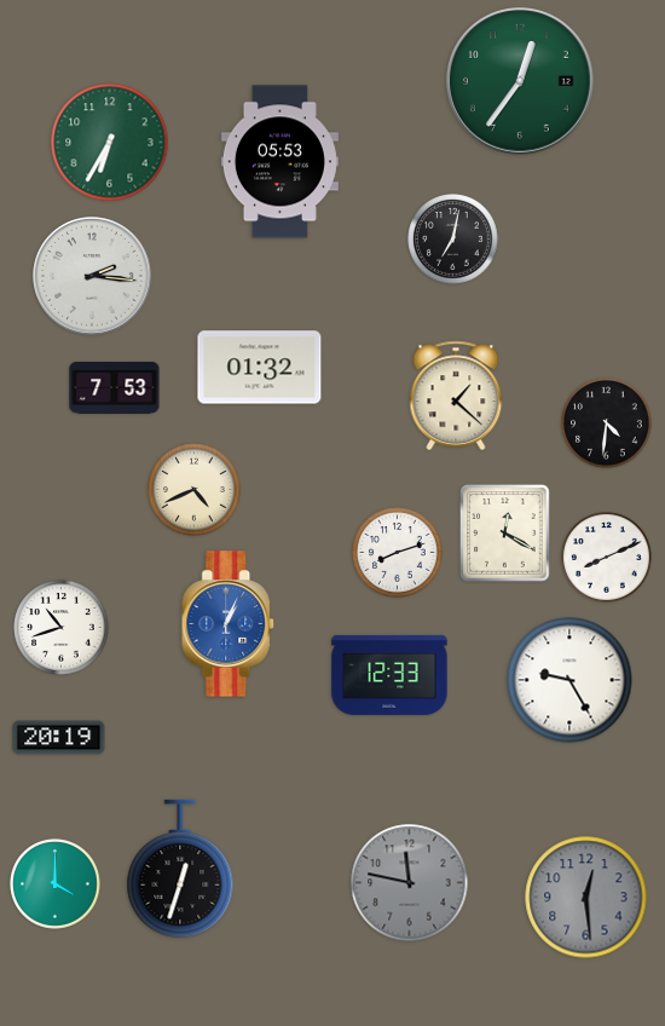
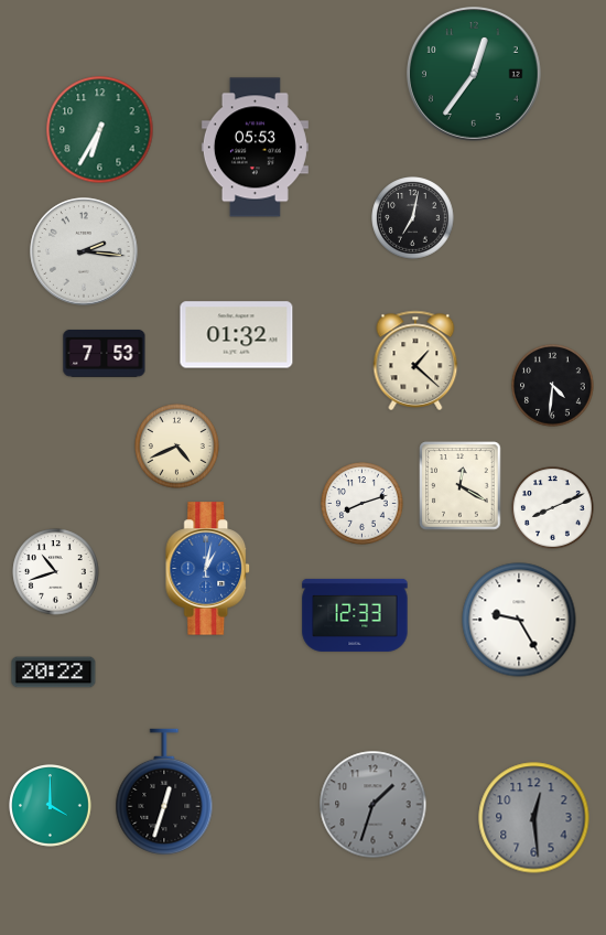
clock at (229, 624): 1:04 -> 1:02
clock at (59, 738): 20:19 -> 20:22
clock at (410, 883): 11:47 -> 1:33
